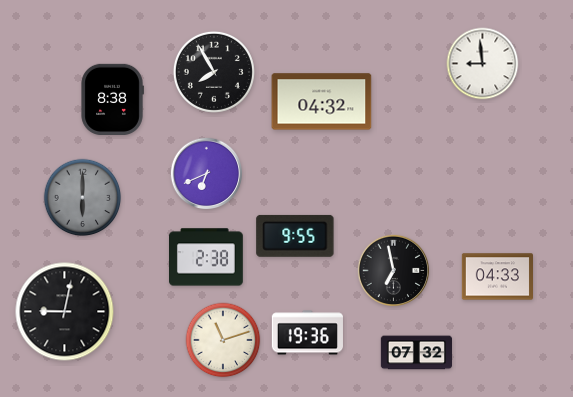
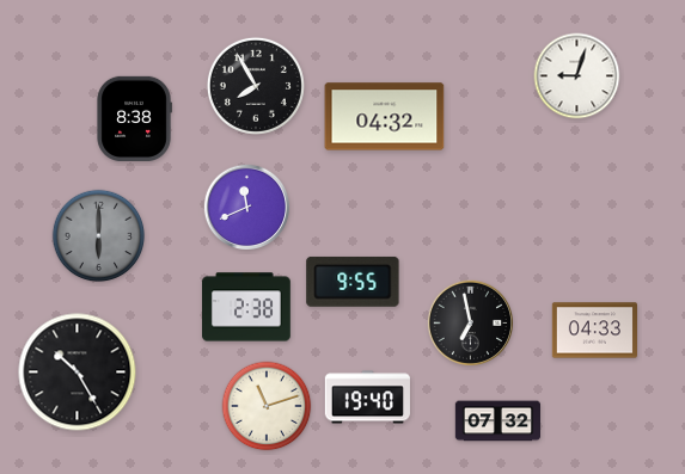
clock at (483, 64): 8:59 -> 9:03
clock at (322, 102) position: (322, 102) -> (385, 117)
clock at (207, 174): 6:41 -> 11:41
clock at (65, 312): 9:02 -> 10:25
clock at (307, 333): 19:36 -> 19:40
